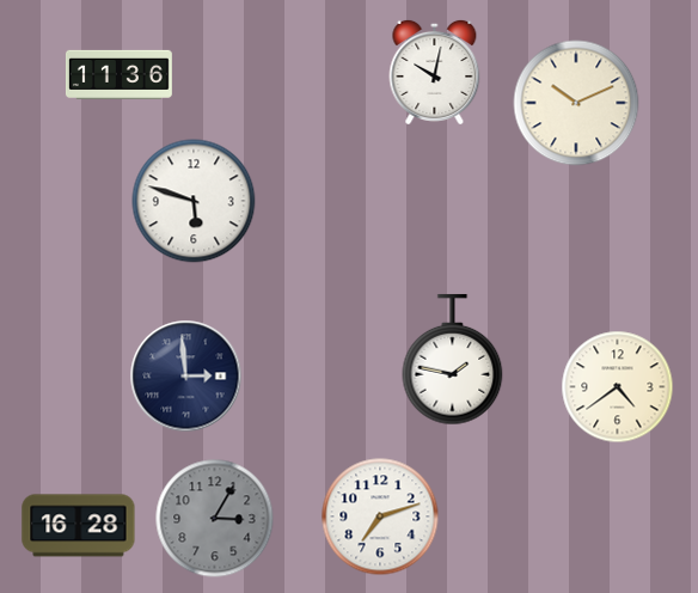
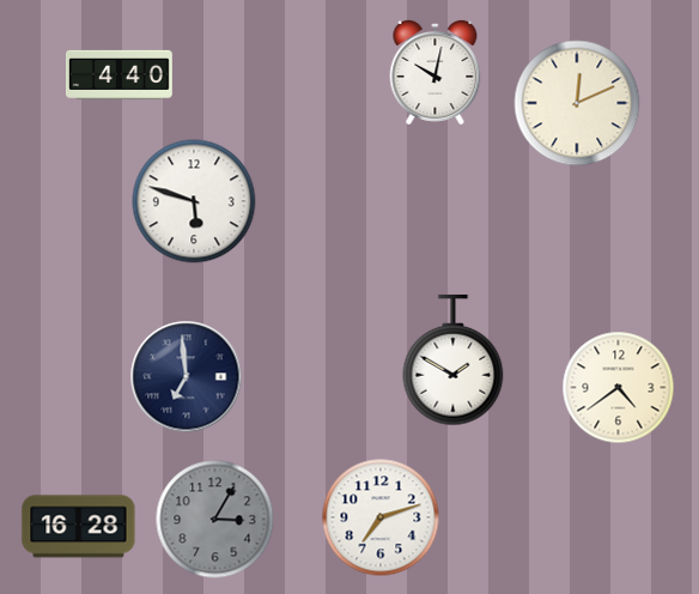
clock at (118, 74): 11:36 -> 4:40
clock at (576, 103): 10:11 -> 12:11
clock at (453, 360): 1:47 -> 1:50
clock at (186, 377): 2:59 -> 6:59
